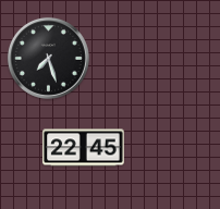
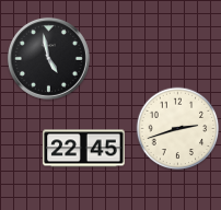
clock at (48, 58): 7:27 -> 4:58
clock at (178, 129): none -> 2:42
